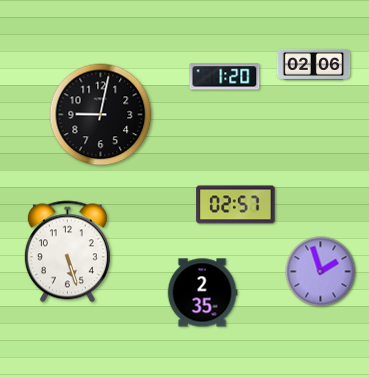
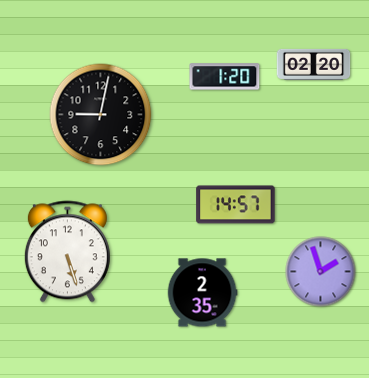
clock at (314, 64): 02:06 -> 02:20
clock at (236, 205): 02:57 -> 14:57
